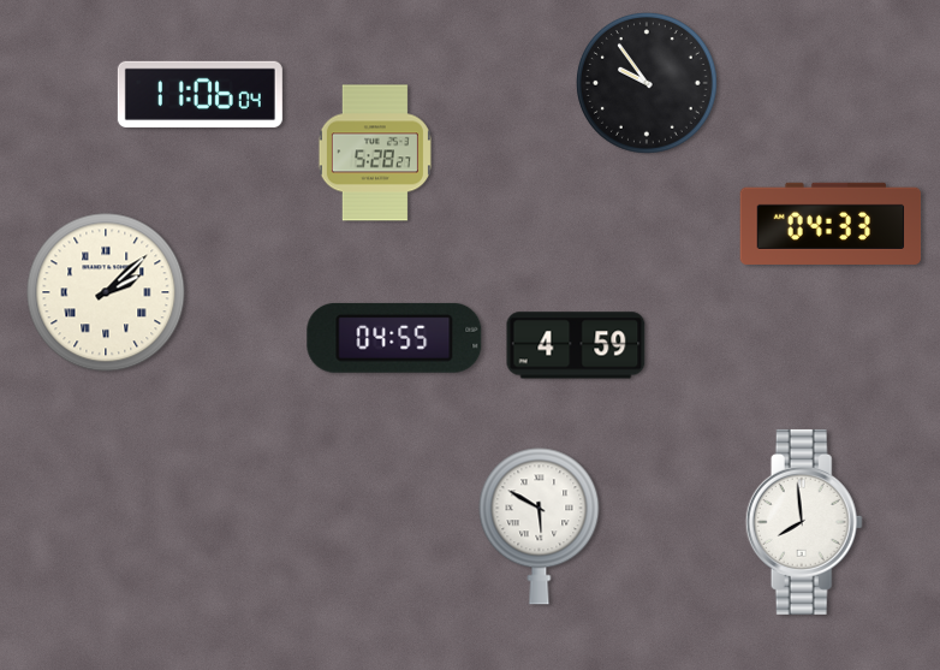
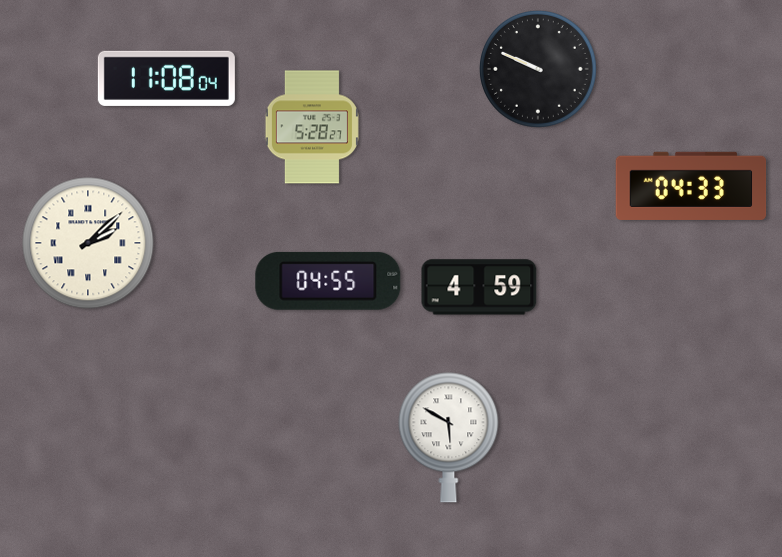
clock at (648, 84): 9:54 -> 9:49
clock at (200, 94): 11:06 -> 11:08
clock at (804, 522): 7:59 -> none
